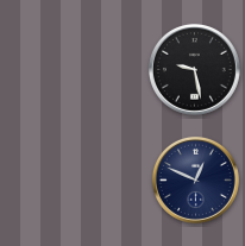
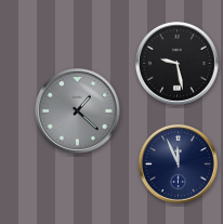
clock at (77, 110): none -> 1:22
clock at (195, 179): 12:49 -> 11:56
